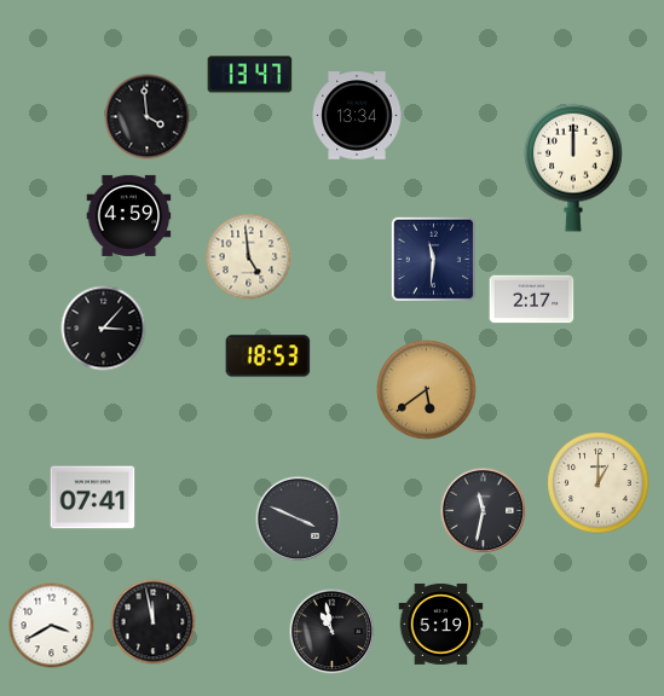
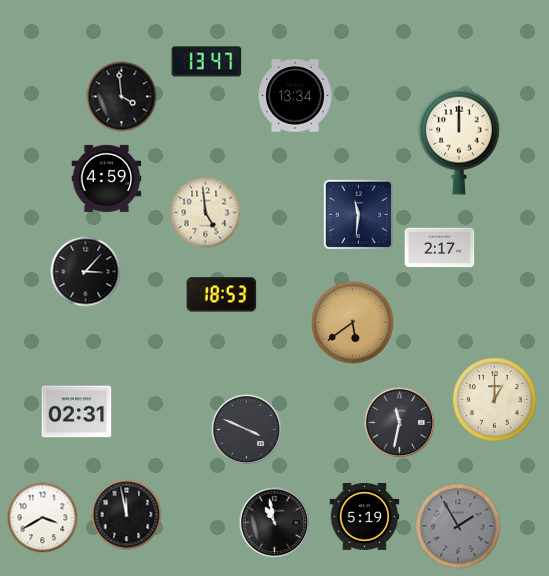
clock at (573, 168) position: (573, 168) -> (459, 142)
clock at (93, 498): 07:41 -> 02:31
clock at (458, 526): none -> 1:55
